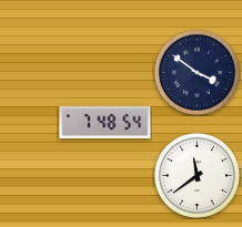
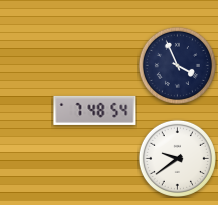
clock at (196, 72): 3:51 -> 3:56
clock at (196, 175): 11:39 -> 9:39
